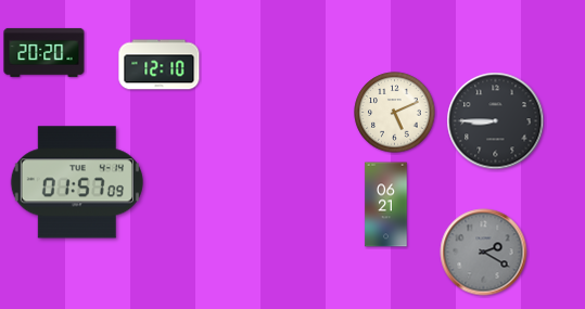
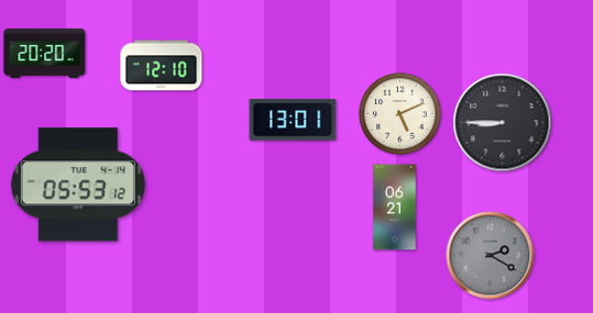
clock at (293, 120): none -> 13:01
clock at (77, 182): 01:57 -> 05:53
clock at (386, 205) position: (386, 205) -> (395, 208)
